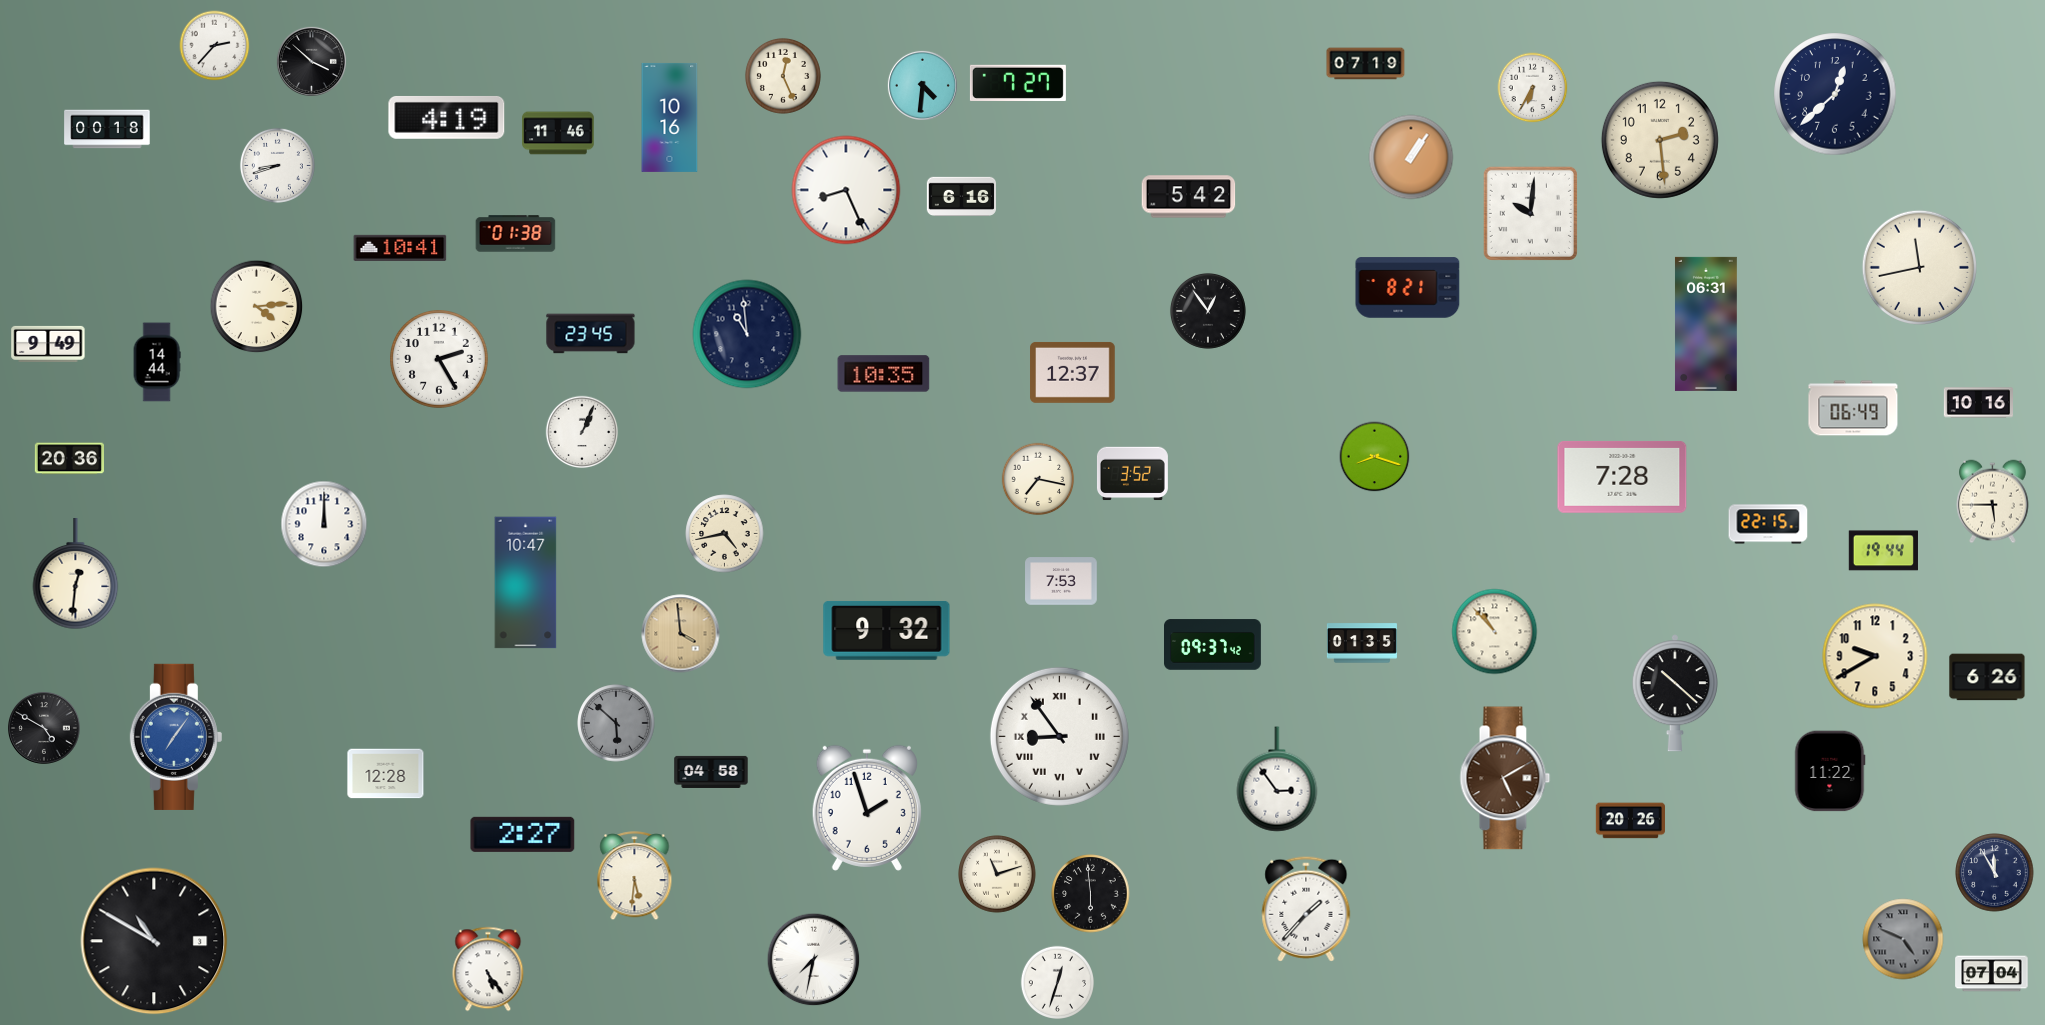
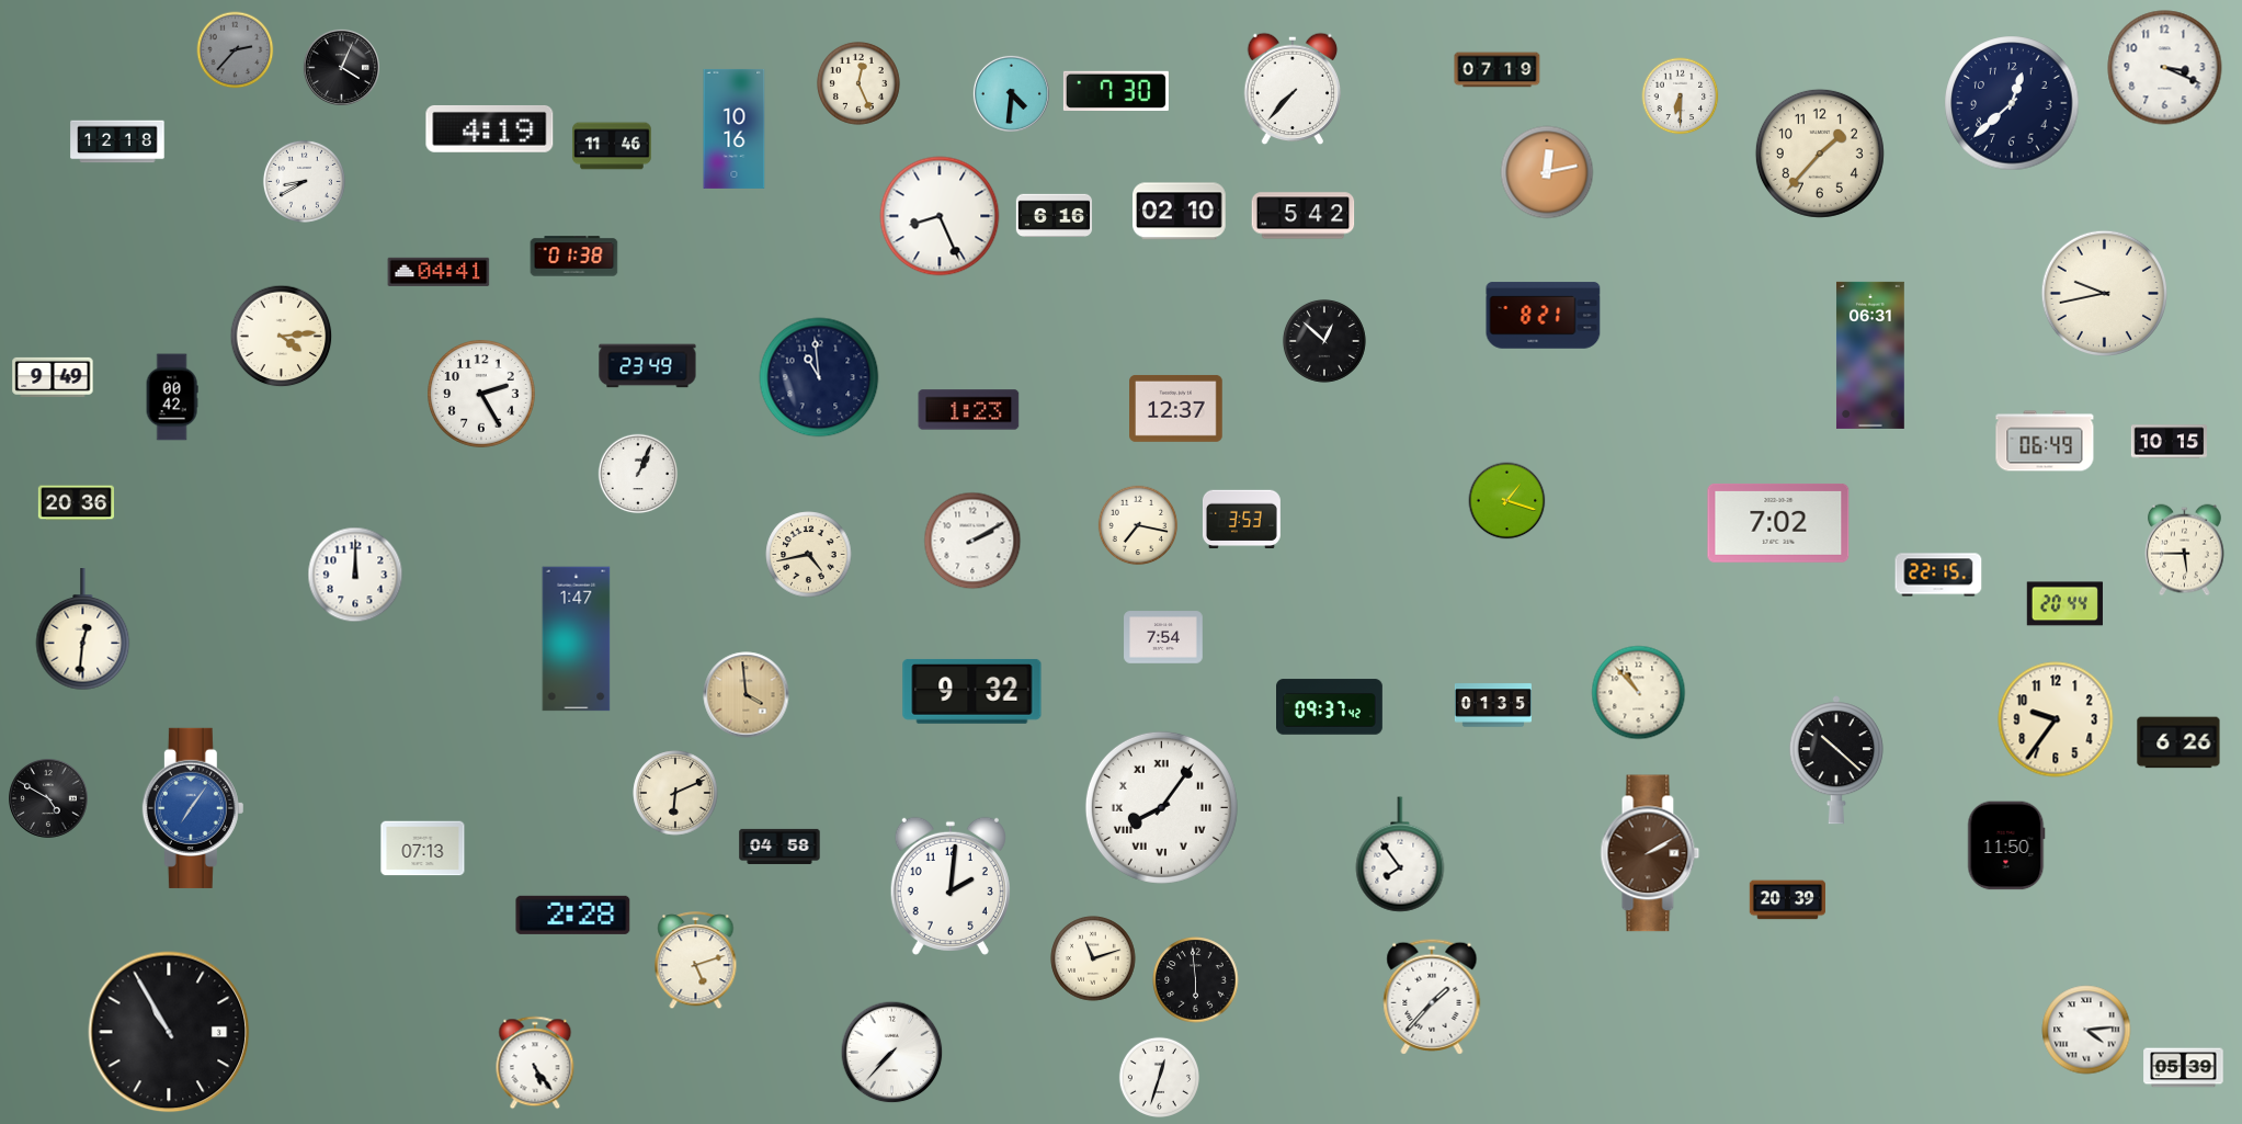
clock at (215, 46) dial: white -> grey
clock at (311, 61): 3:52 -> 4:04
clock at (2165, 68): none -> 3:19
clock at (1293, 89): none -> 7:37
clock at (1018, 83): 7:27 -> 7:30
clock at (1533, 88): 6:35 -> 6:30
clock at (107, 129): 00:18 -> 12:18
clock at (1660, 140): 2:29 -> 1:37
clock at (1411, 157): 1:06 -> 12:13
clock at (277, 165): 8:42 -> 8:40
clock at (846, 190) position: (846, 190) -> (940, 216)
clock at (1180, 212): none -> 02:10
clock at (1530, 213): 10:01 -> none
clock at (516, 234) position: (516, 234) -> (574, 257)
clock at (400, 248): 10:41 -> 04:41
clock at (1919, 267): 11:43 -> 9:43
clock at (1208, 311): 12:54 -> 12:52
clock at (591, 334): 23:45 -> 23:49
clock at (747, 334) position: (747, 334) -> (819, 377)
clock at (157, 362): 14:44 -> 00:42
clock at (884, 374): 10:35 -> 1:23
clock at (1979, 403): 10:16 -> 10:15
clock at (1853, 408) position: (1853, 408) -> (2045, 441)
clock at (1375, 457): 8:18 -> 1:18
clock at (1132, 474): 3:52 -> 3:53
clock at (1622, 477): 7:28 -> 7:02
clock at (972, 541): none -> 2:10
clock at (725, 534) position: (725, 534) -> (809, 555)
clock at (1883, 551): 19:44 -> 20:44
clock at (1061, 581): 7:53 -> 7:54
clock at (526, 583): 10:47 -> 1:47
clock at (1875, 656): 9:40 -> 9:36
clock at (616, 723): 5:52 -> 6:11
clock at (616, 723) dial: grey -> cream
clock at (1059, 736): 8:54 -> 8:06
clock at (1830, 771): 11:22 -> 11:50
clock at (386, 774): 12:28 -> 07:13
clock at (1505, 778): 5:10 -> 2:10
clock at (1277, 779): 2:54 -> 7:54
clock at (867, 808): 1:57 -> 2:01
clock at (1630, 821): 20:26 -> 20:39
clock at (523, 834): 2:27 -> 2:28
clock at (1995, 873): 11:55 -> none
clock at (635, 876): 5:31 -> 5:12
clock at (1903, 939): 4:49 -> 4:14
clock at (1903, 939) dial: grey -> white
clock at (154, 941): 10:50 -> 10:55
clock at (814, 960): 7:32 -> 7:37
clock at (1992, 974): 07:04 -> 05:39
